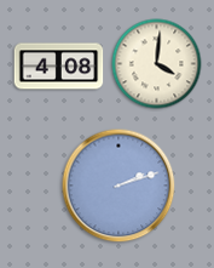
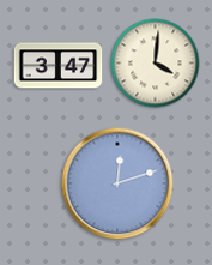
clock at (59, 67): 4:08 -> 3:47
clock at (118, 186): 2:12 -> 12:12
